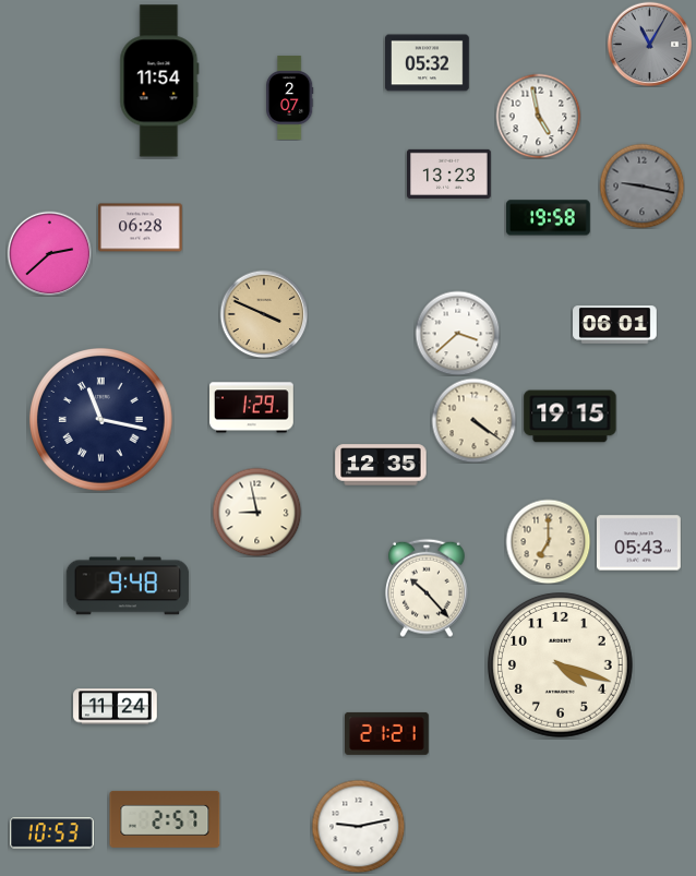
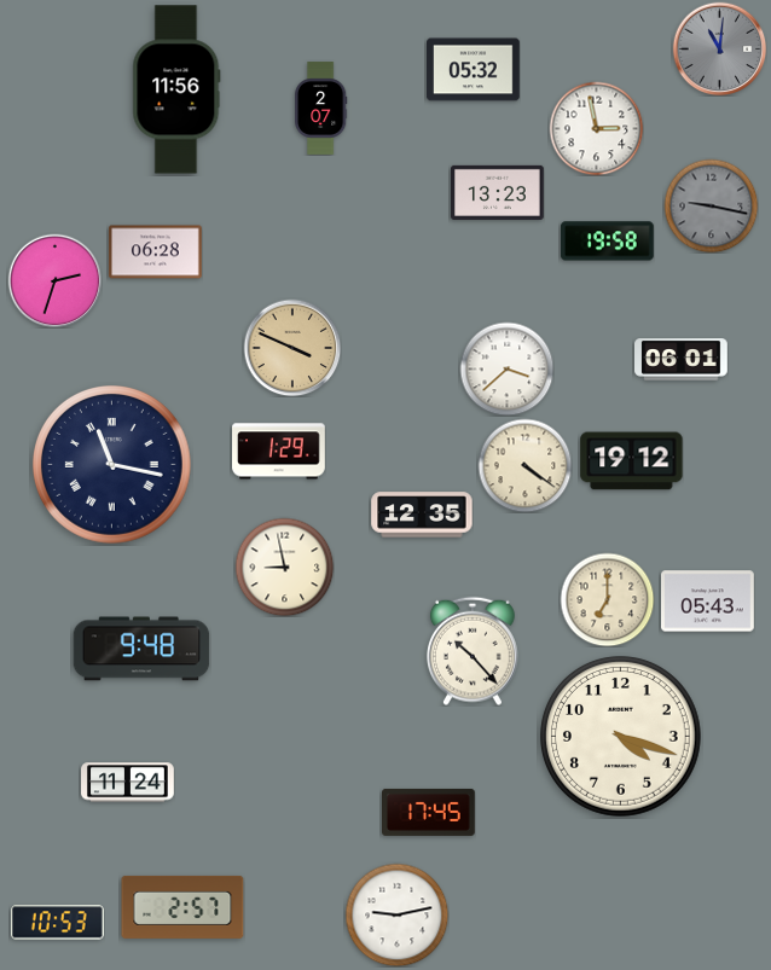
clock at (649, 44): 11:05 -> 11:01
clock at (159, 81): 11:54 -> 11:56
clock at (538, 116): 4:58 -> 2:58
clock at (49, 253): 2:38 -> 2:33
clock at (571, 417): 19:15 -> 19:12
clock at (387, 733): 21:21 -> 17:45
